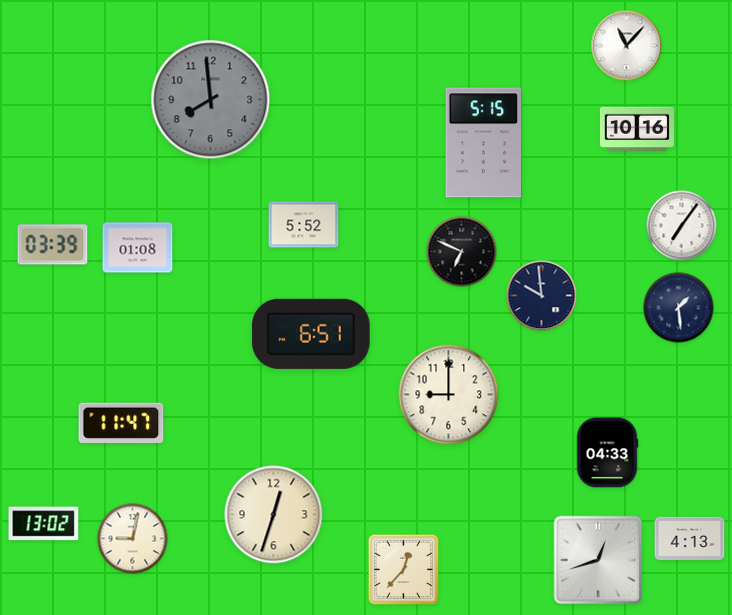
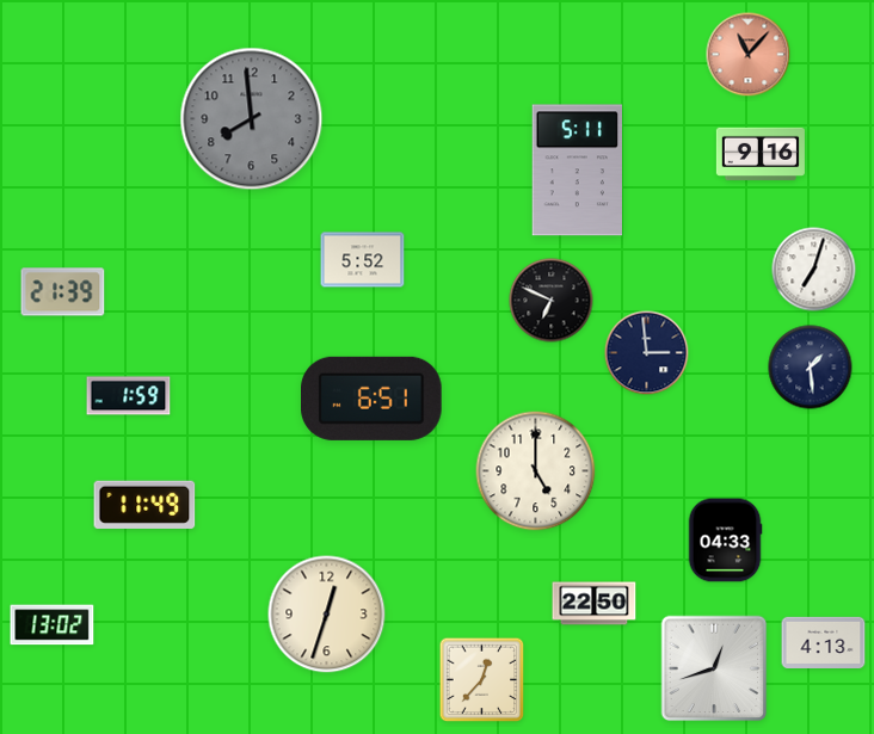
clock at (627, 46) dial: white -> salmon
clock at (637, 128): 10:16 -> 9:16
clock at (483, 143): 5:15 -> 5:11
clock at (304, 225) position: (304, 225) -> (363, 260)
clock at (682, 226): 7:06 -> 7:03
clock at (53, 245): 03:39 -> 21:39
clock at (138, 248): 01:08 -> none
clock at (542, 296): 9:59 -> 2:59
clock at (129, 396): none -> 1:59
clock at (449, 395): 9:00 -> 5:00
clock at (121, 423): 11:47 -> 11:49
clock at (595, 604): none -> 22:50
clock at (133, 539): 9:02 -> none
